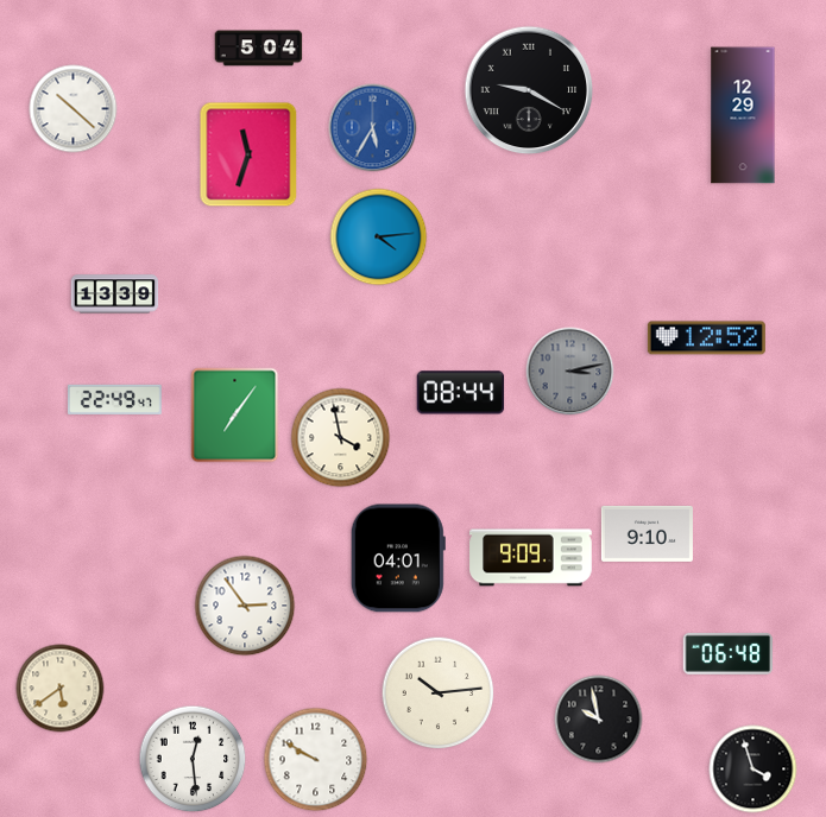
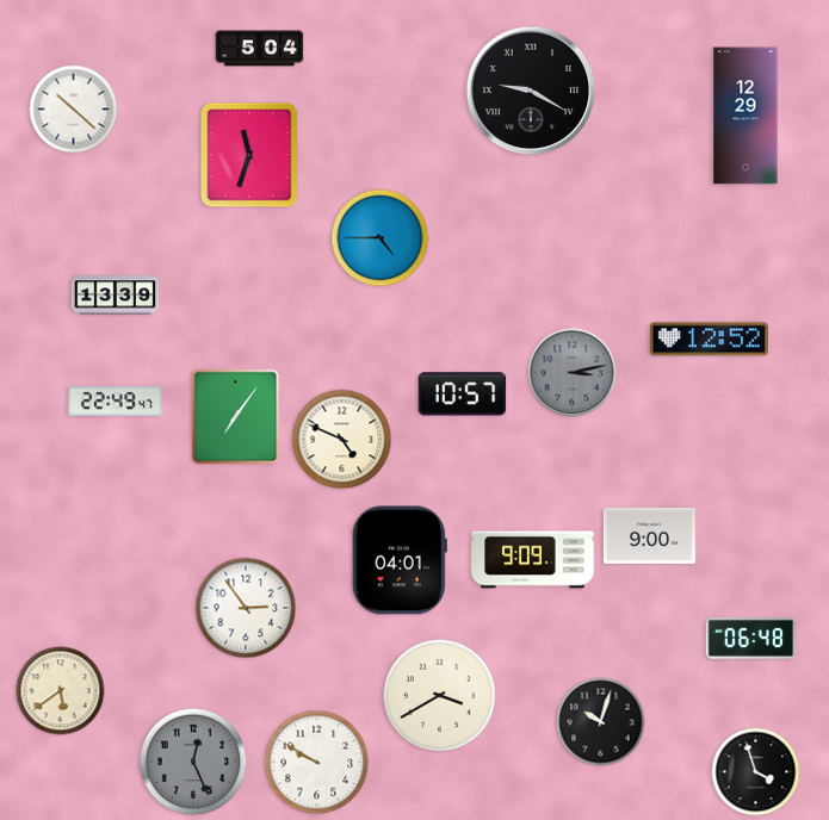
clock at (373, 128): 5:35 -> none
clock at (379, 237): 4:14 -> 4:45
clock at (461, 393): 08:44 -> 10:57
clock at (341, 438): 3:58 -> 4:49
clock at (647, 533): 9:10 -> 9:00
clock at (727, 653) position: (727, 653) -> (750, 638)
clock at (439, 693): 10:14 -> 3:40
clock at (599, 720): 9:58 -> 10:03
clock at (193, 759): 12:29 -> 12:26
clock at (193, 759) dial: white -> grey
